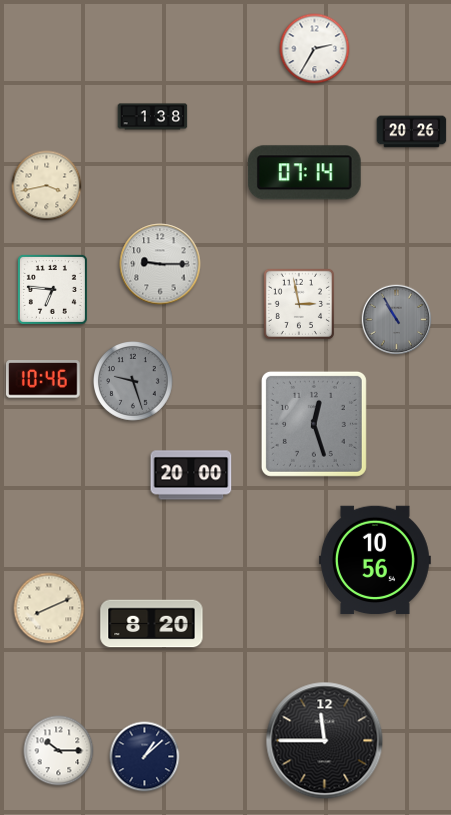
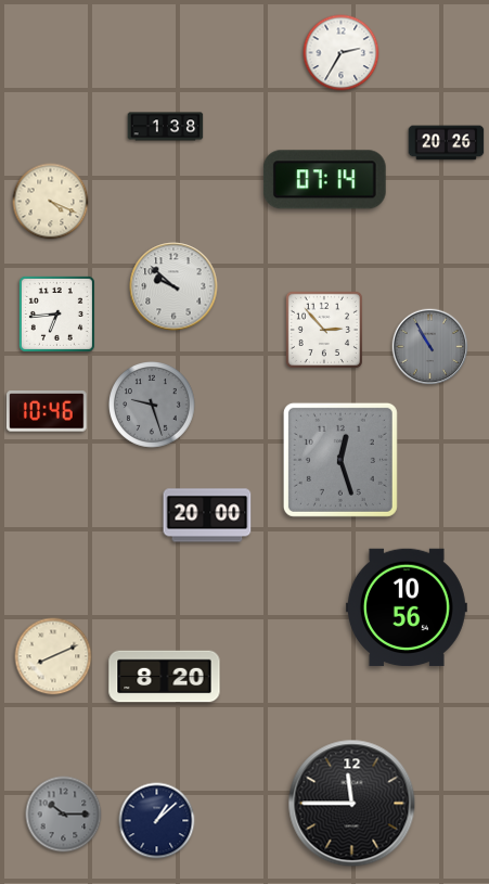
clock at (304, 173) position: (304, 173) -> (324, 180)
clock at (47, 186): 3:43 -> 4:19
clock at (160, 264): 9:15 -> 9:52
clock at (52, 289): 6:46 -> 6:44
clock at (299, 304): 2:58 -> 2:53
clock at (134, 382) position: (134, 382) -> (153, 406)
clock at (49, 608) position: (49, 608) -> (53, 656)
clock at (59, 751) dial: white -> grey
